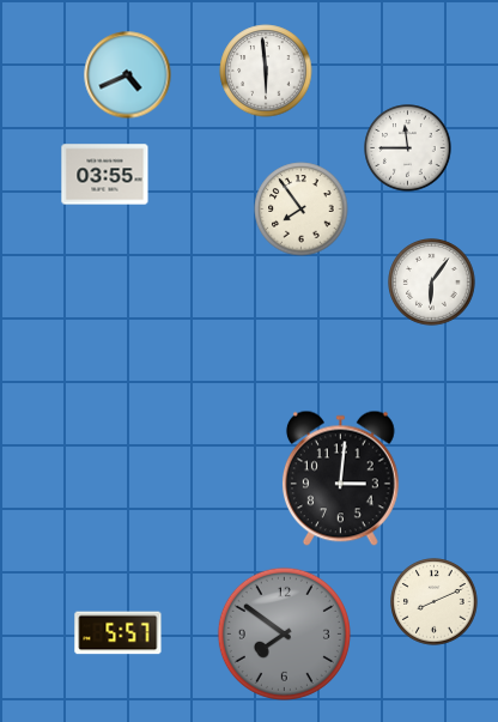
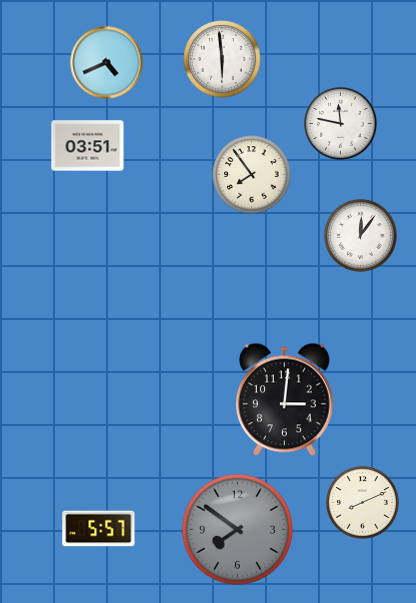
clock at (408, 148): 11:45 -> 11:47
clock at (105, 175): 03:55 -> 03:51
clock at (432, 283): 6:06 -> 12:06
